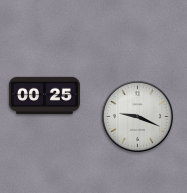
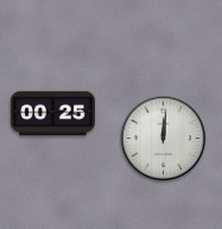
clock at (137, 116): 9:19 -> 12:01
